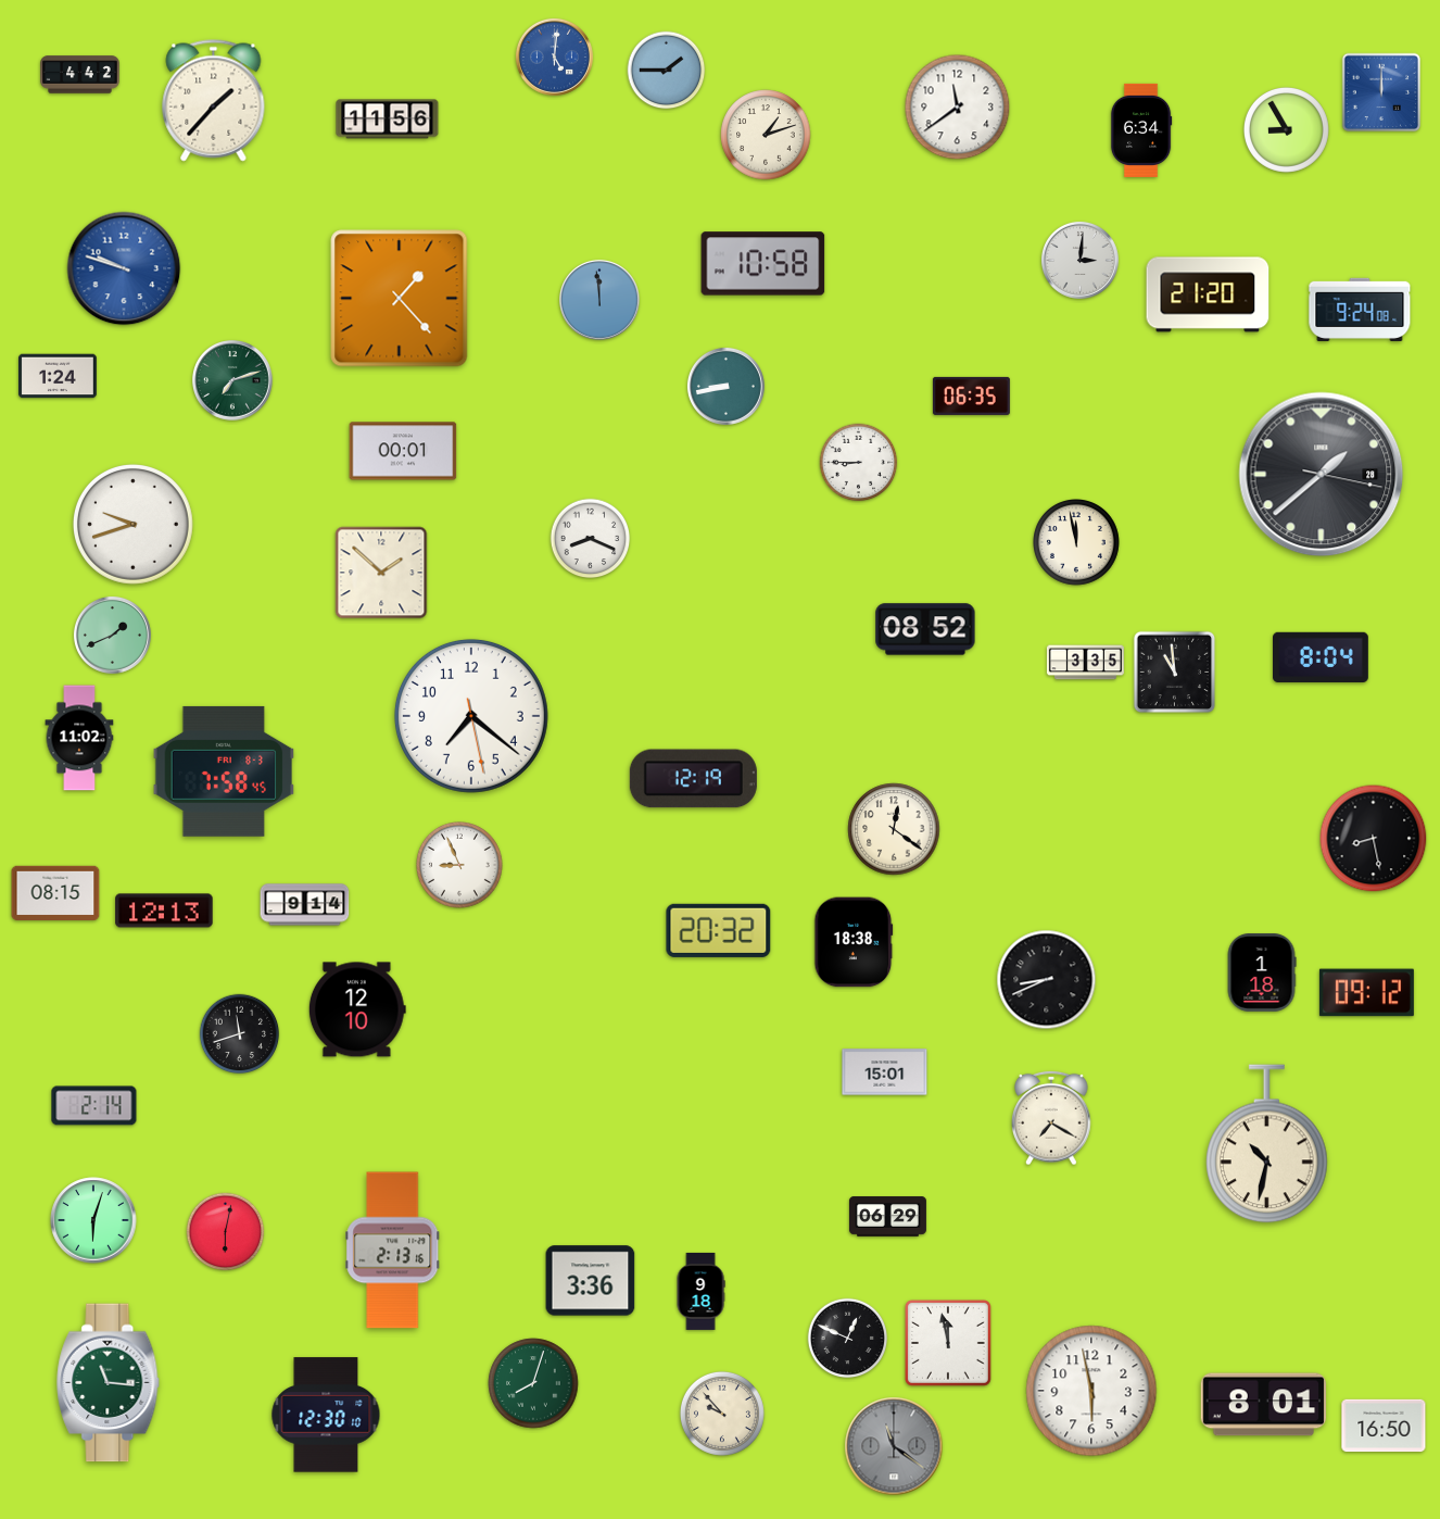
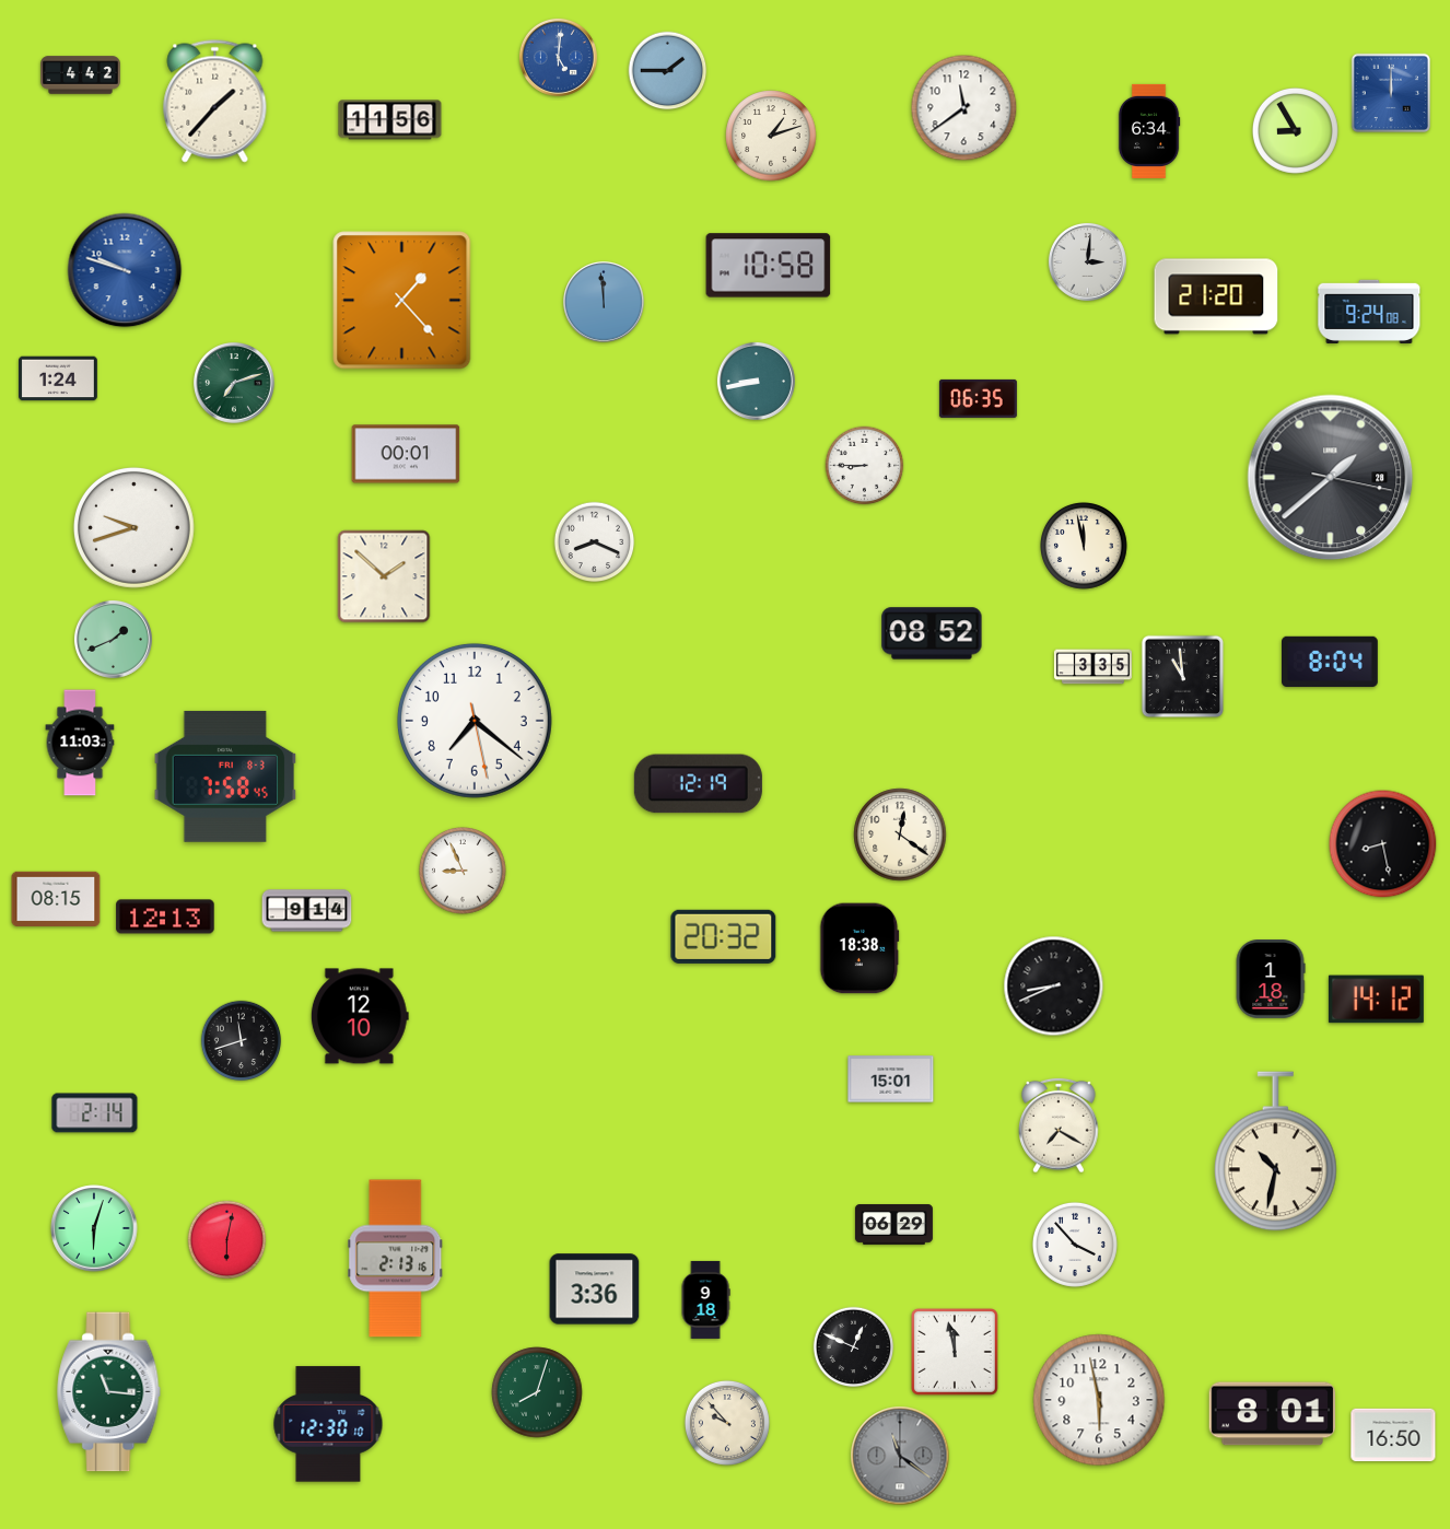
clock at (667, 71) position: (667, 71) -> (668, 71)
clock at (725, 386) position: (725, 386) -> (756, 381)
clock at (79, 738): 11:02 -> 11:03
clock at (1366, 993): 09:12 -> 14:12
clock at (1075, 1245): none -> 3:53
